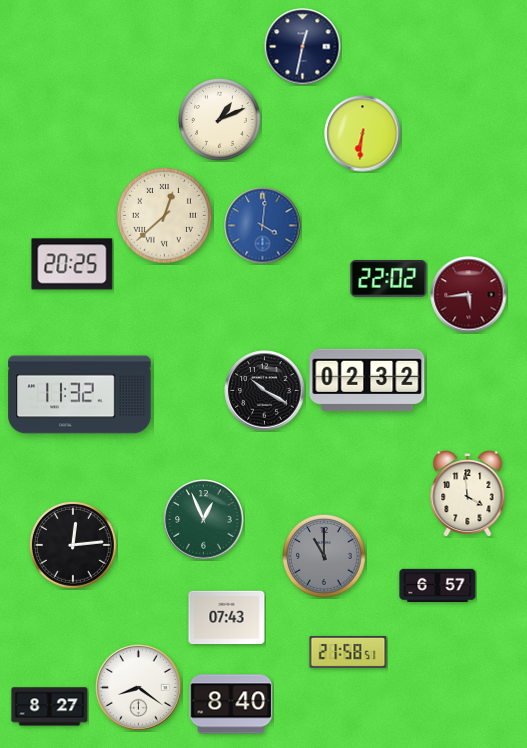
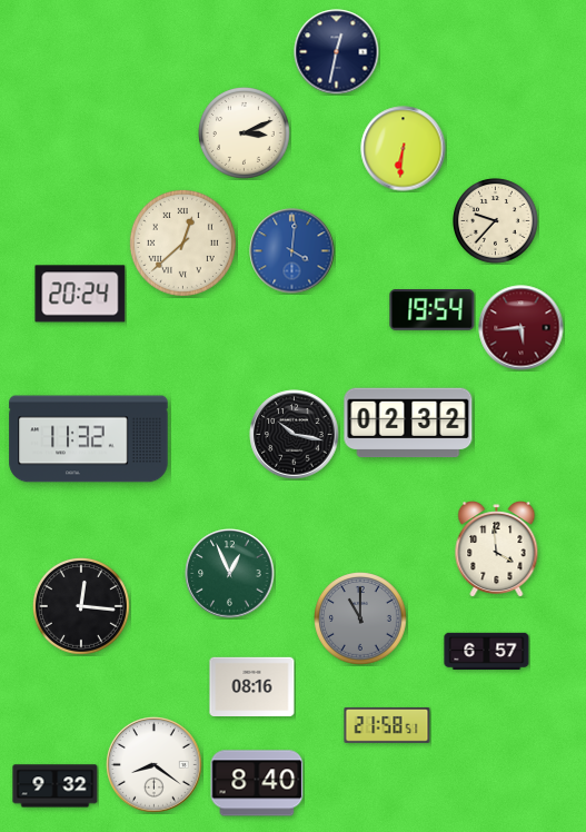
clock at (220, 120): 1:11 -> 3:11
clock at (496, 221): none -> 9:37
clock at (164, 215) position: (164, 215) -> (182, 242)
clock at (72, 264): 20:25 -> 20:24
clock at (389, 279): 22:02 -> 19:54
clock at (265, 391): 10:20 -> 10:17
clock at (468, 494) position: (468, 494) -> (497, 549)
clock at (204, 520) position: (204, 520) -> (230, 574)
clock at (73, 545): 12:14 -> 12:16
clock at (227, 617): 07:43 -> 08:16
clock at (50, 707): 8:27 -> 9:32
